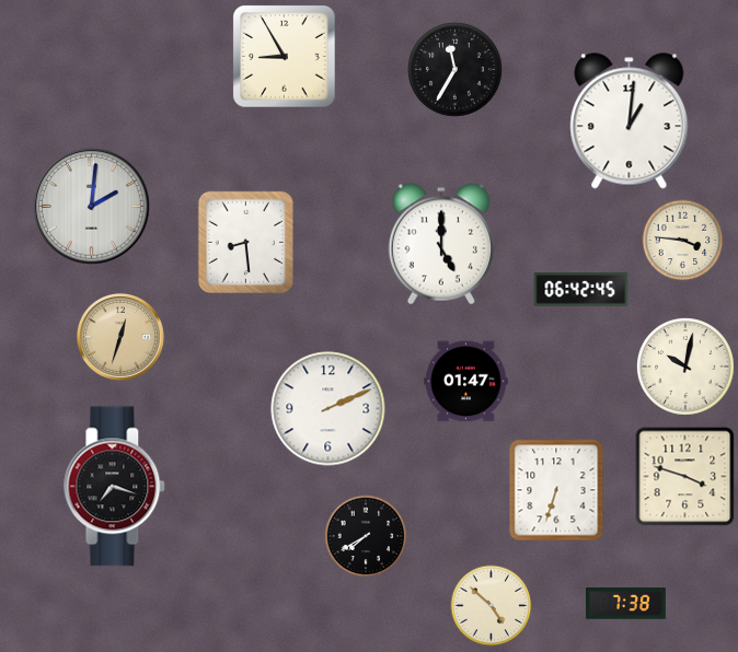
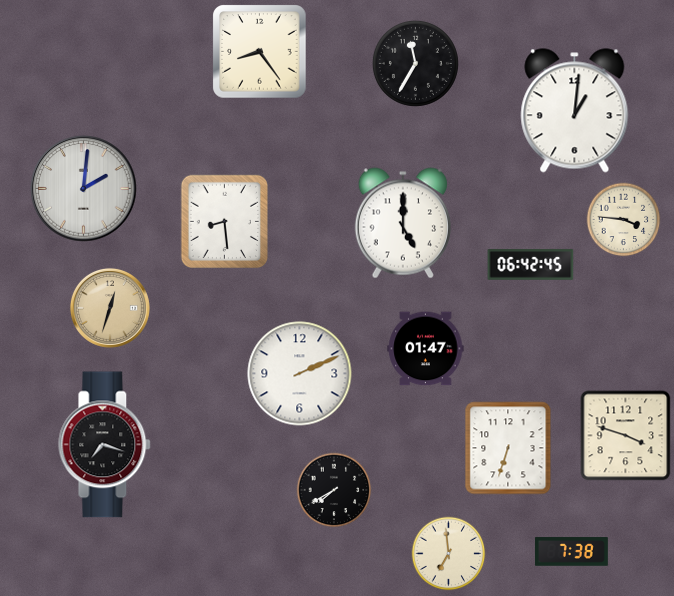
clock at (285, 57): 8:55 -> 8:24
clock at (687, 368): 10:02 -> none
clock at (492, 606): 4:52 -> 6:59
